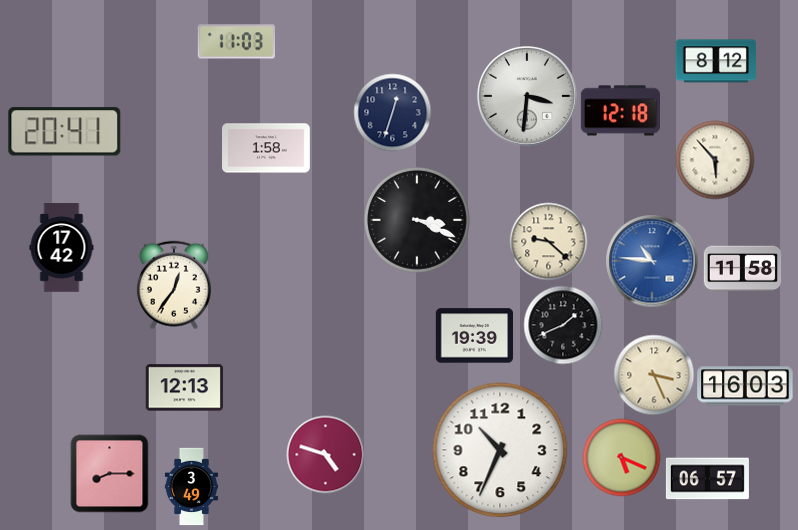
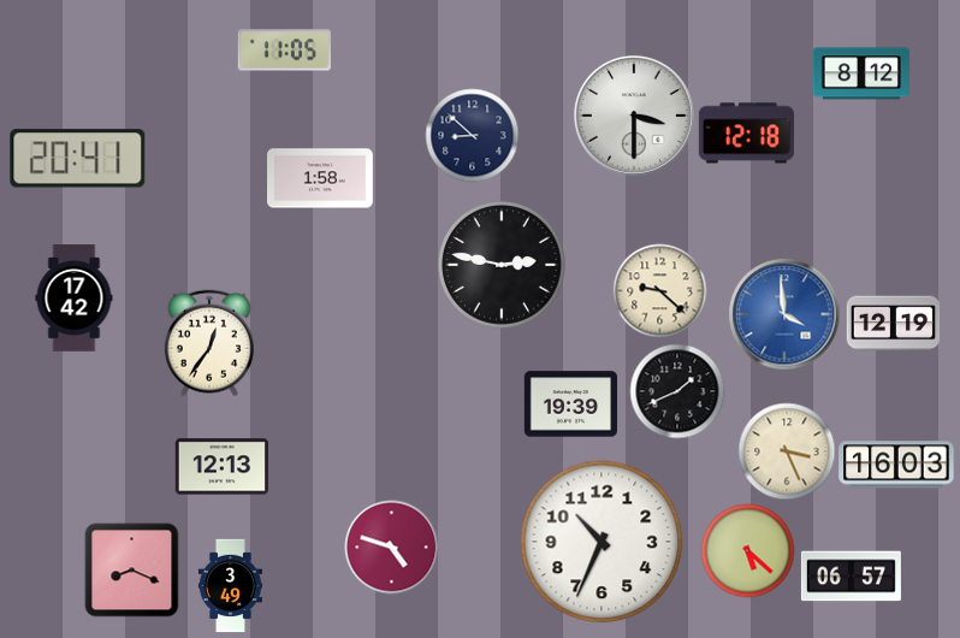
clock at (236, 42): 11:03 -> 11:05
clock at (527, 96): 3:31 -> 3:30
clock at (392, 112): 12:33 -> 8:52
clock at (715, 160): 5:53 -> none
clock at (418, 221): 3:19 -> 2:47
clock at (652, 261): 10:46 -> 3:59
clock at (742, 269): 11:58 -> 12:19
clock at (621, 457): 5:19 -> 5:22
clock at (109, 473): 8:15 -> 8:19
